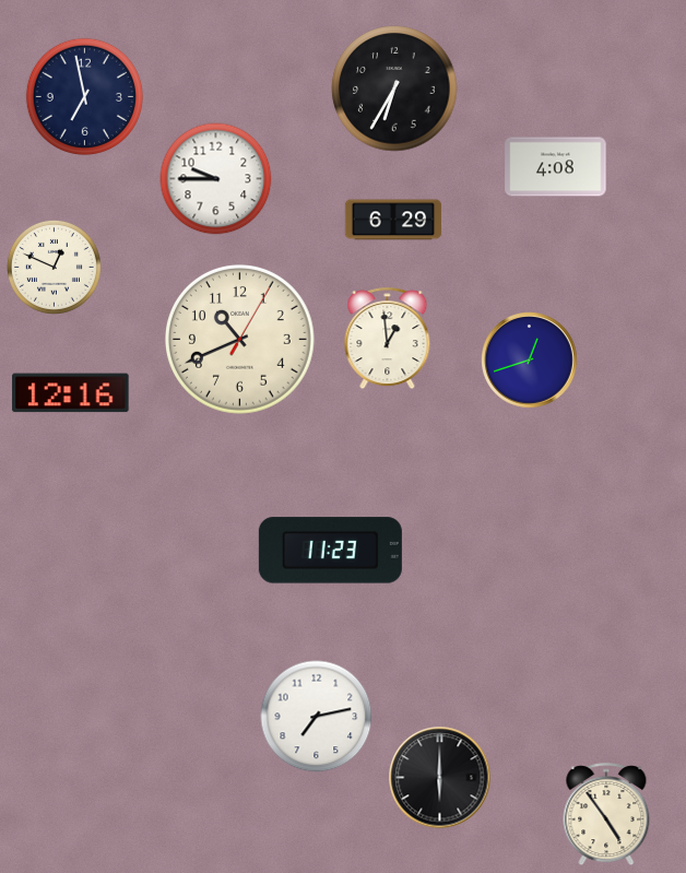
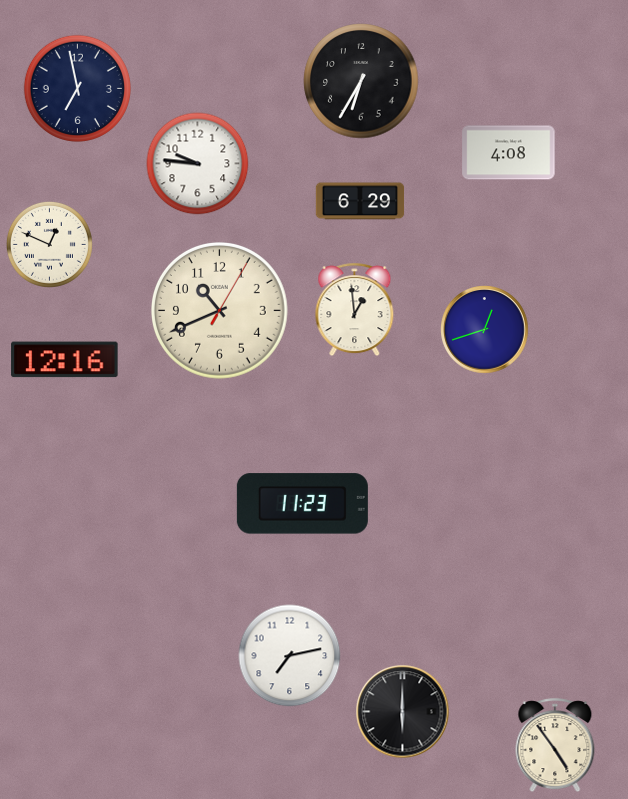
clock at (216, 179): 9:45 -> 9:46
